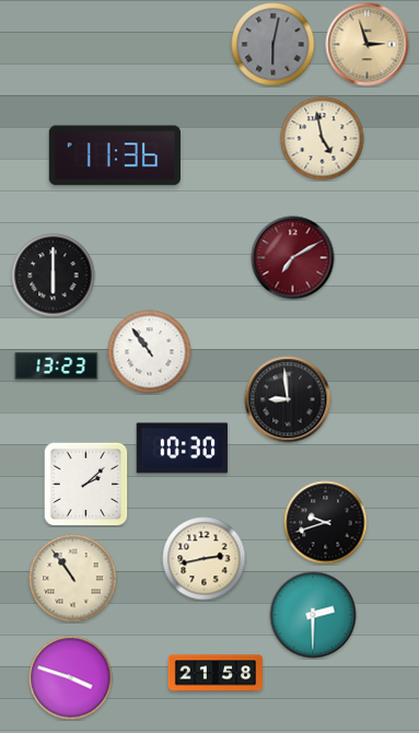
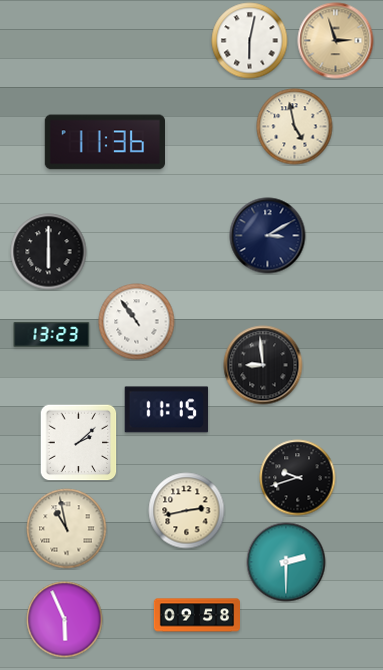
clock at (273, 45) dial: grey -> white
clock at (293, 258): 7:10 -> 3:10
clock at (293, 258) dial: burgundy -> navy
clock at (183, 449): 10:30 -> 11:15
clock at (73, 579): 10:54 -> 10:58
clock at (214, 673): 21:58 -> 09:58
clock at (71, 678): 3:48 -> 5:56
